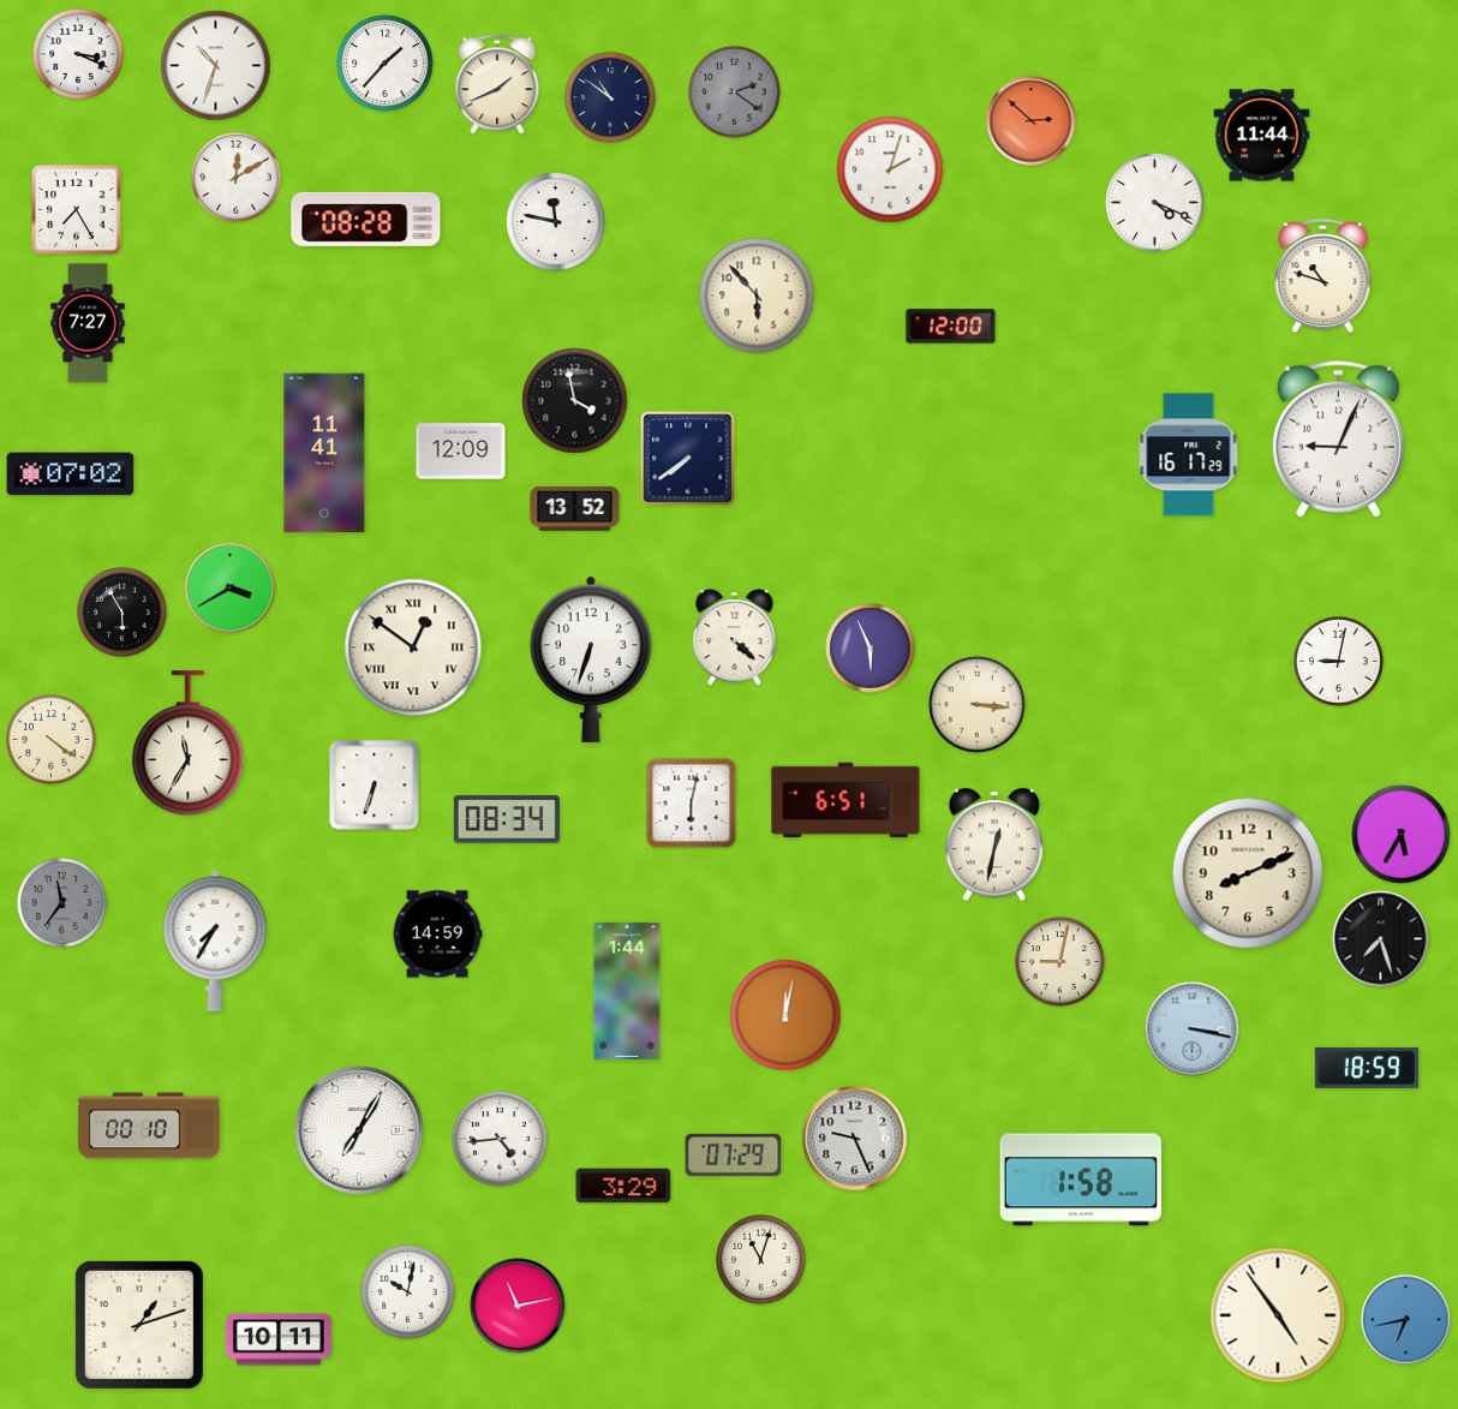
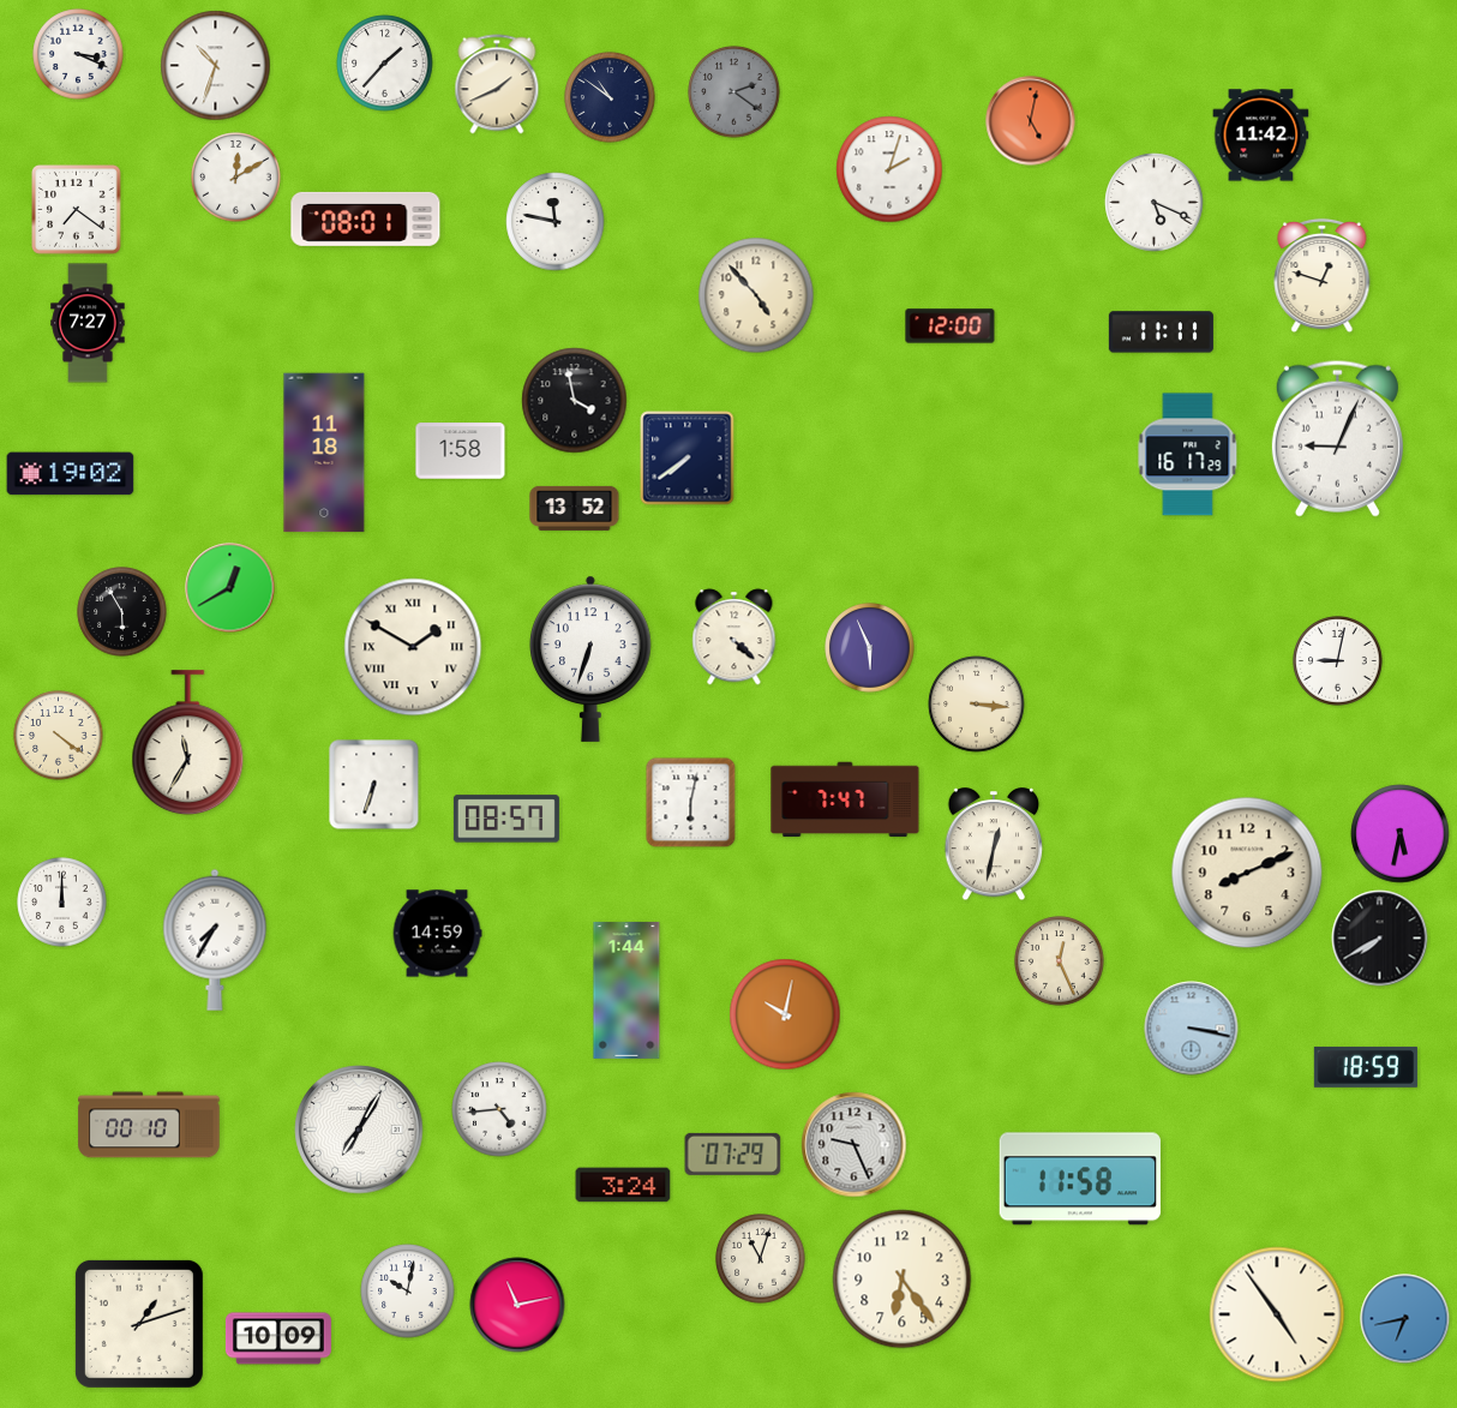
clock at (1032, 121): 2:52 -> 5:02
clock at (1262, 136): 11:44 -> 11:42
clock at (1155, 203): 4:19 -> 5:19
clock at (77, 210): 7:25 -> 7:21
clock at (366, 219): 08:28 -> 08:01
clock at (1323, 276): 10:48 -> 12:48
clock at (757, 295): 5:53 -> 4:53
clock at (1161, 332): none -> 11:11
clock at (461, 452): 12:09 -> 1:58
clock at (324, 453): 11:41 -> 11:18
clock at (71, 474): 07:02 -> 19:02
clock at (231, 589): 3:40 -> 12:40
clock at (413, 647): 12:51 -> 1:50
clock at (52, 740) position: (52, 740) -> (59, 736)
clock at (845, 800): 6:51 -> 7:47
clock at (507, 819): 08:34 -> 08:57
clock at (1402, 835): 5:35 -> 5:32
clock at (62, 903): 11:36 -> 12:00
clock at (62, 903) dial: grey -> white
clock at (1381, 939): 7:27 -> 7:40
clock at (1060, 962): 9:02 -> 12:26
clock at (785, 1015): 12:02 -> 10:02
clock at (500, 1139) position: (500, 1139) -> (499, 1109)
clock at (855, 1139) position: (855, 1139) -> (855, 1145)
clock at (1081, 1180): 1:58 -> 11:58
clock at (623, 1186): 3:29 -> 3:24
clock at (903, 1280): none -> 6:24
clock at (279, 1339): 10:11 -> 10:09
